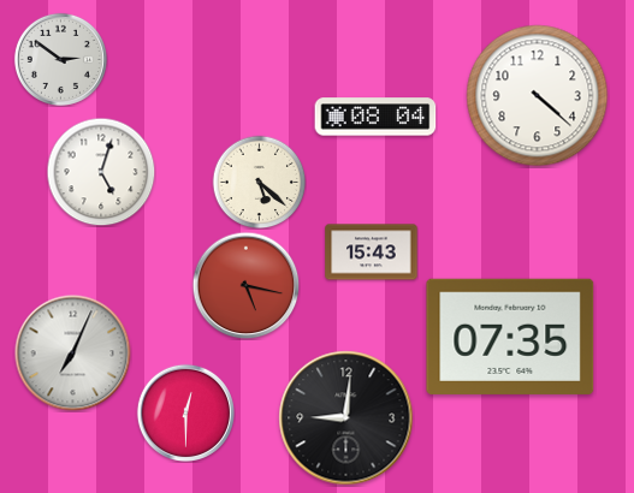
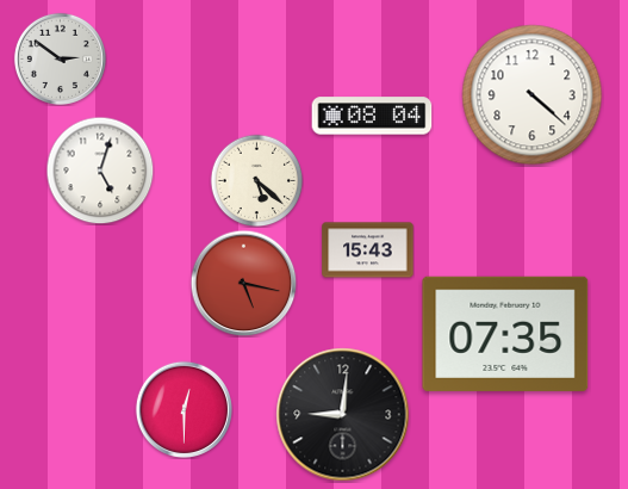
clock at (73, 354): 7:04 -> none
